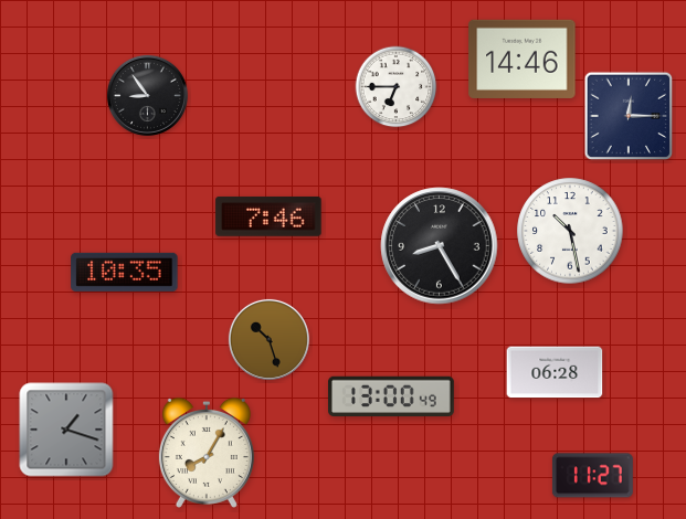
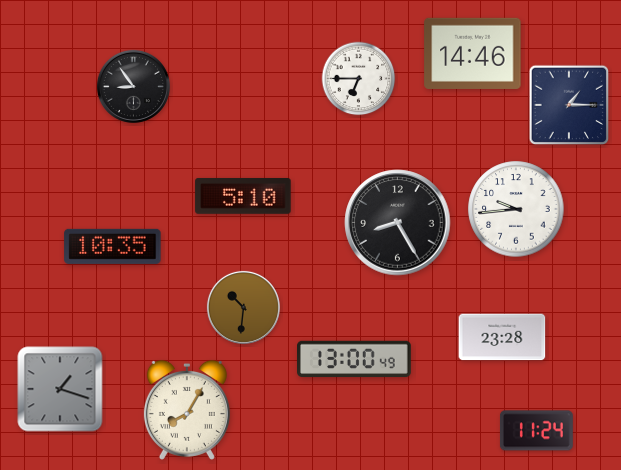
clock at (629, 116): 12:15 -> 1:15
clock at (268, 216): 7:46 -> 5:10
clock at (570, 231): 10:28 -> 9:44
clock at (268, 339): 10:27 -> 10:31
clock at (555, 372): 06:28 -> 23:28
clock at (592, 476): 11:27 -> 11:24
